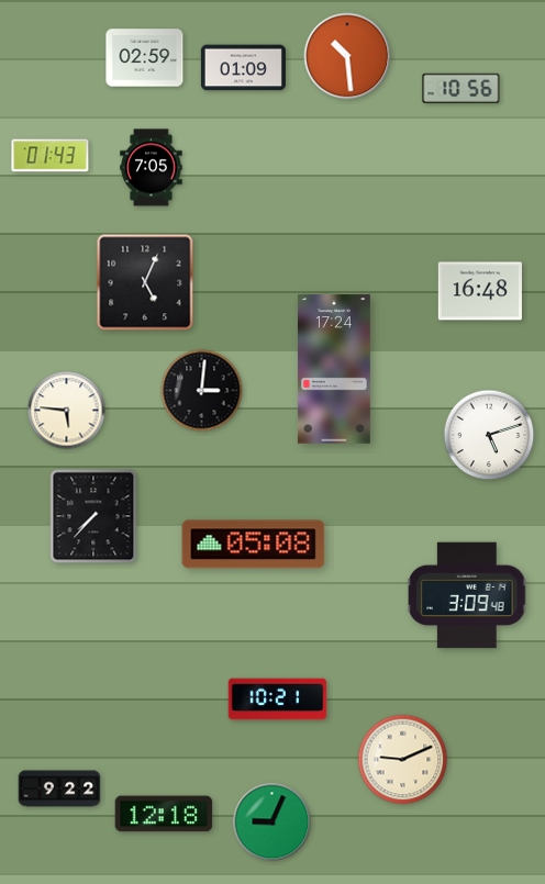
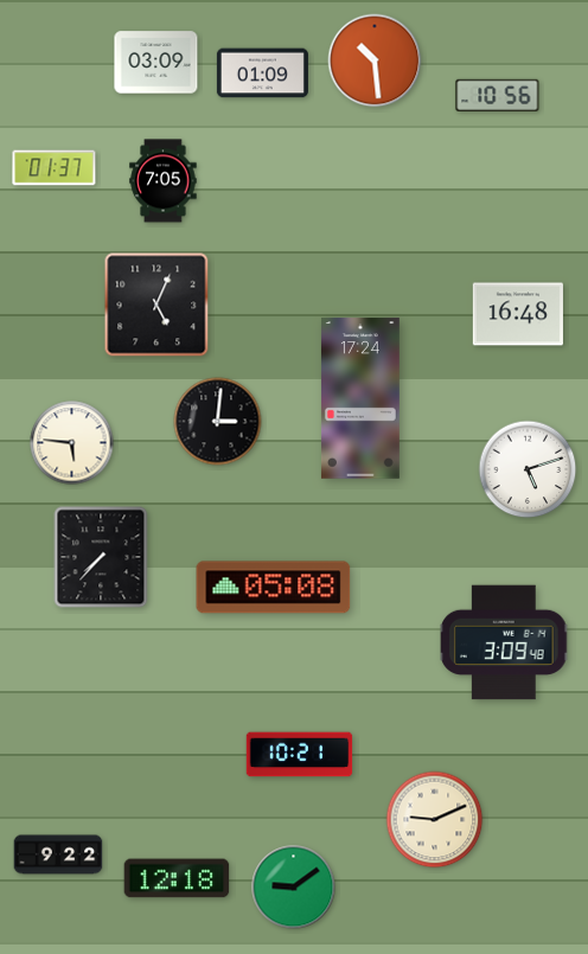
clock at (145, 58): 02:59 -> 03:09
clock at (51, 156): 01:43 -> 01:37
clock at (59, 788) position: (59, 788) -> (58, 854)
clock at (272, 823): 9:04 -> 9:09
